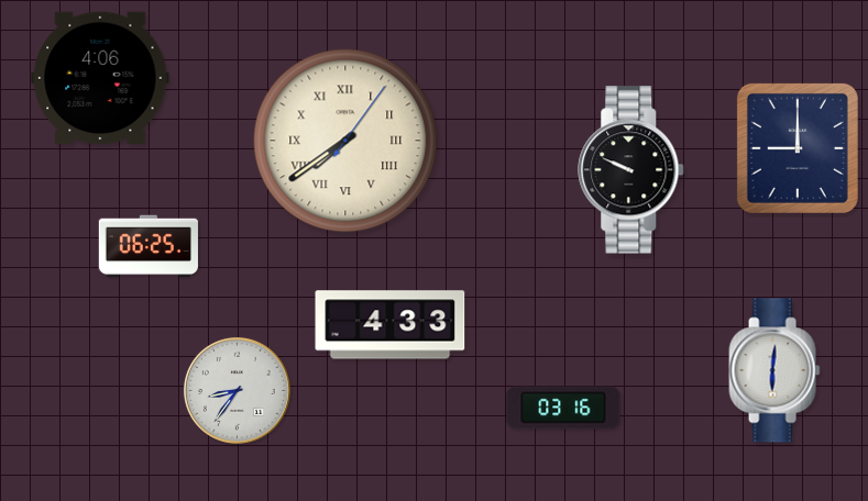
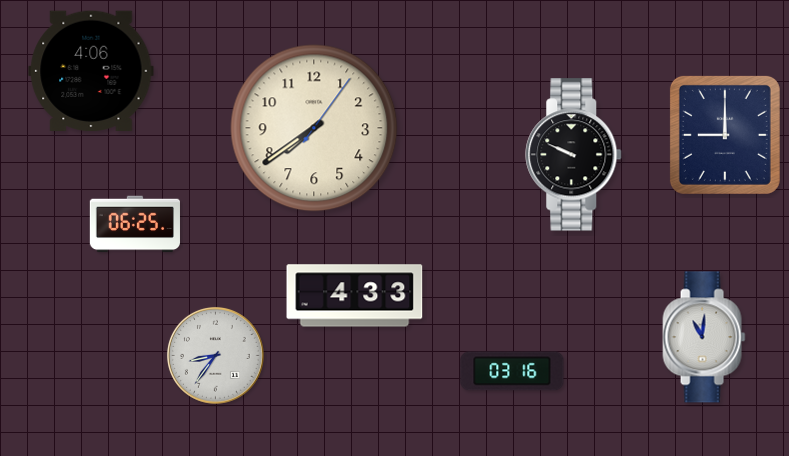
clock at (345, 141) numerals: Roman -> Arabic
clock at (774, 370): 6:01 -> 11:01
